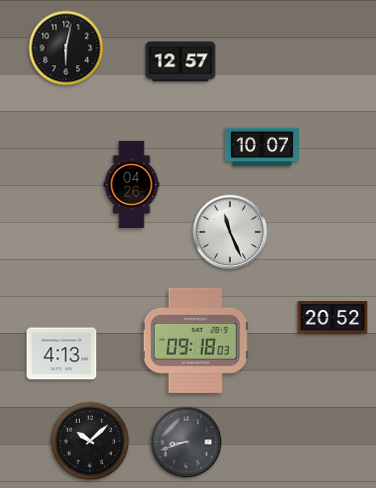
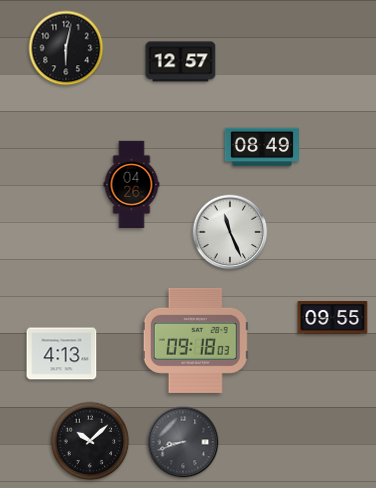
clock at (262, 147): 10:07 -> 08:49
clock at (333, 318): 20:52 -> 09:55
clock at (186, 442) position: (186, 442) -> (183, 442)
